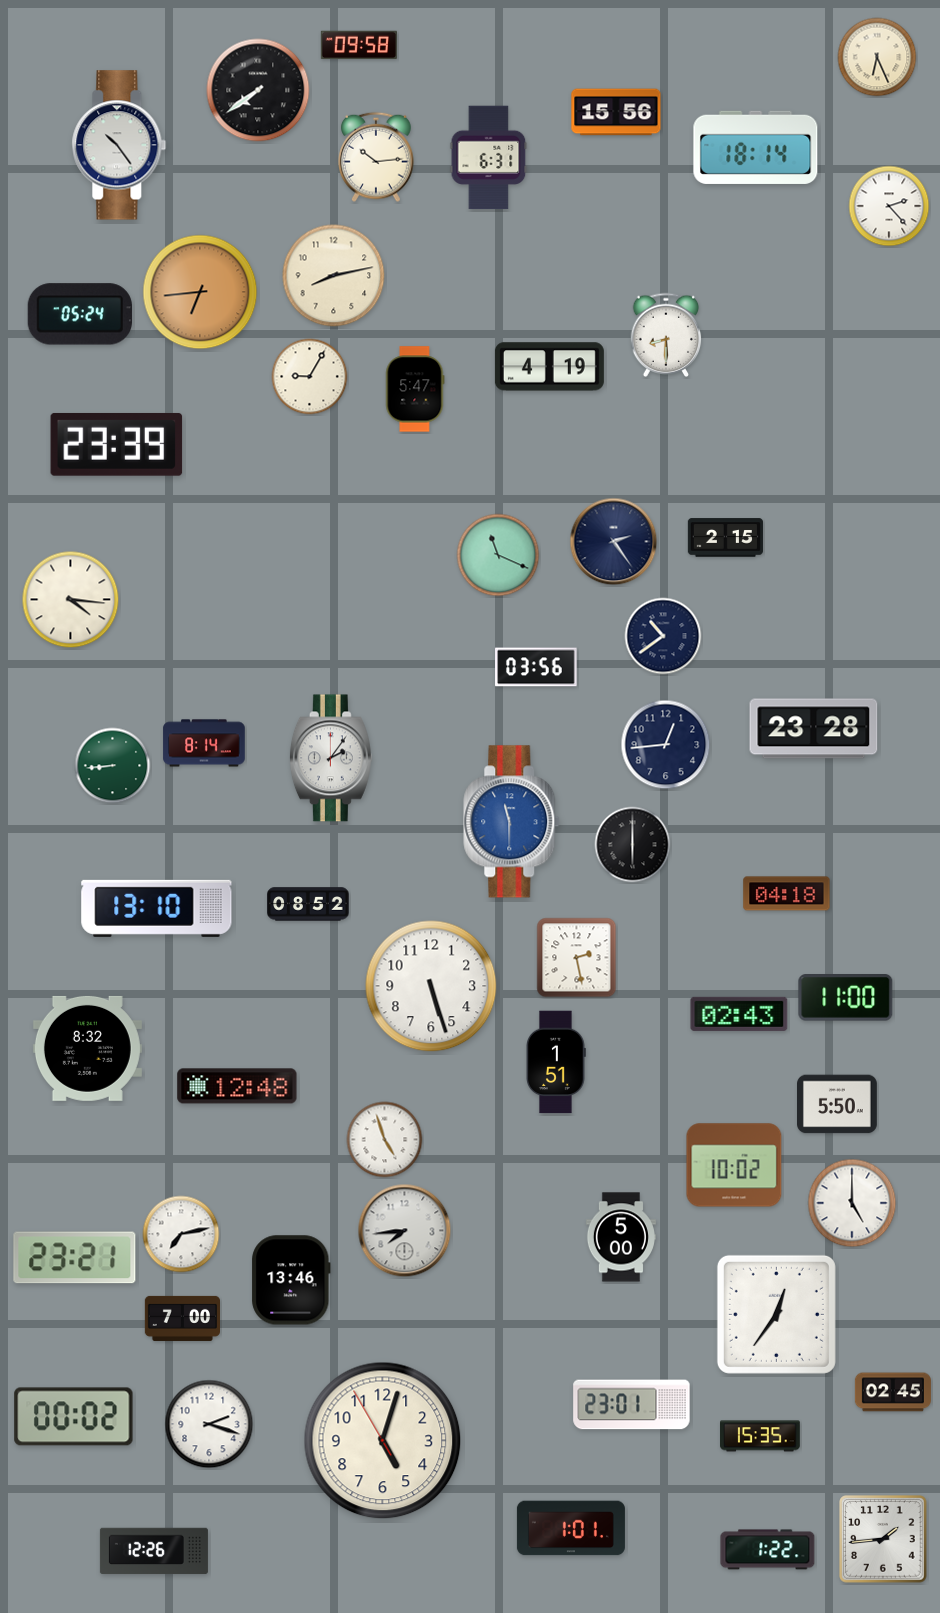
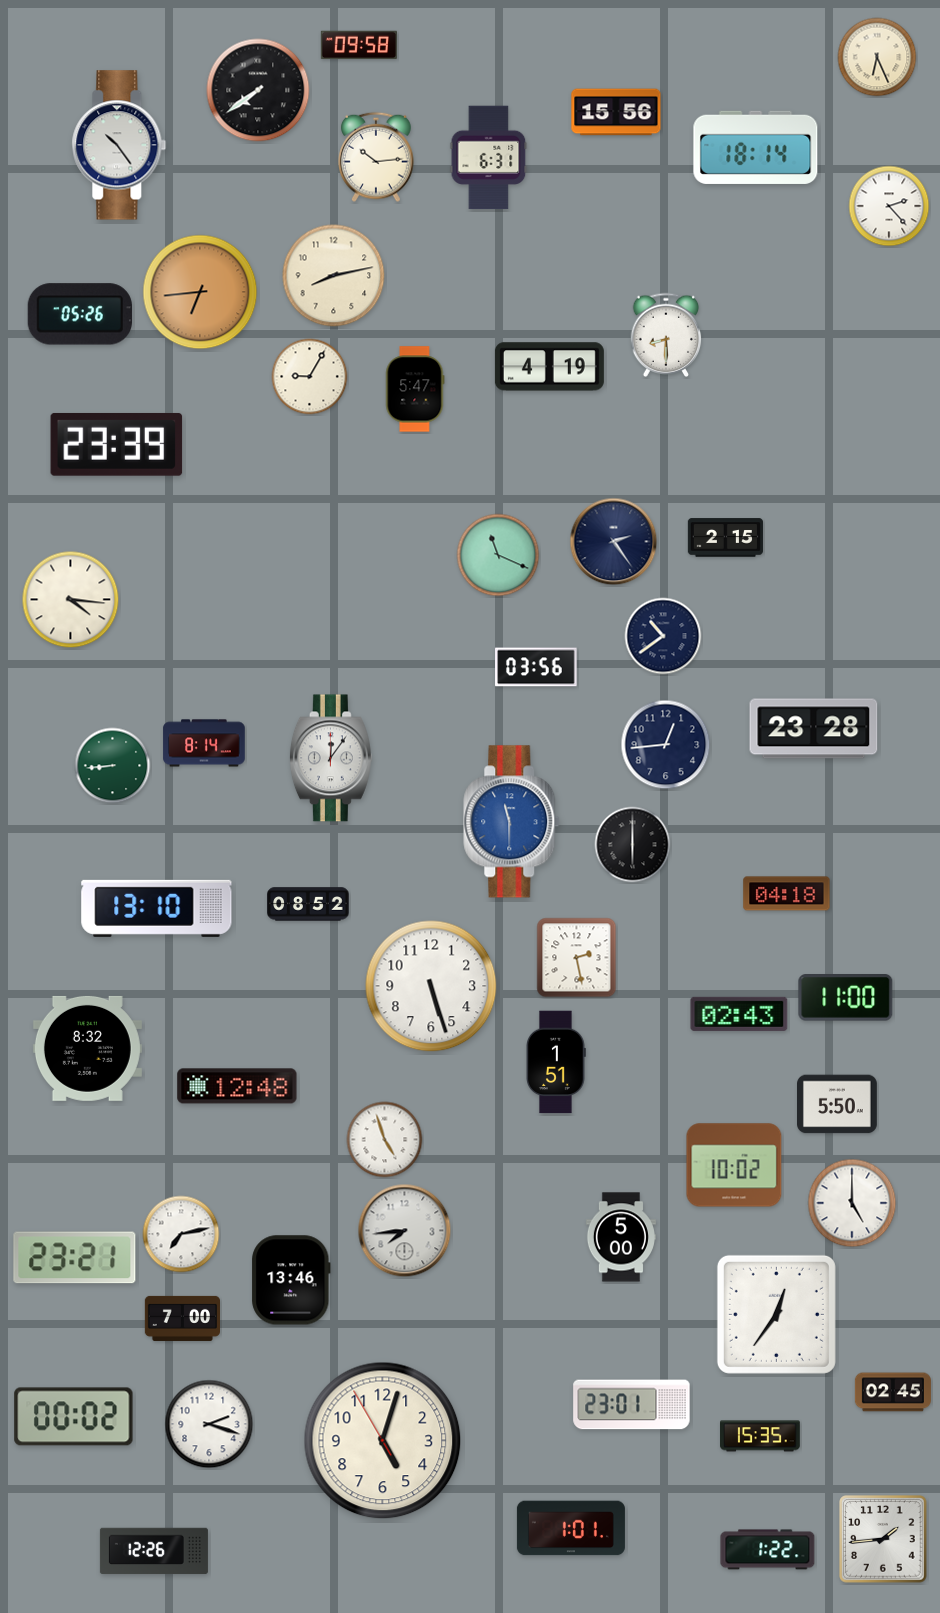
clock at (80, 314): 05:24 -> 05:26
clock at (331, 758): 2:06 -> 12:06
